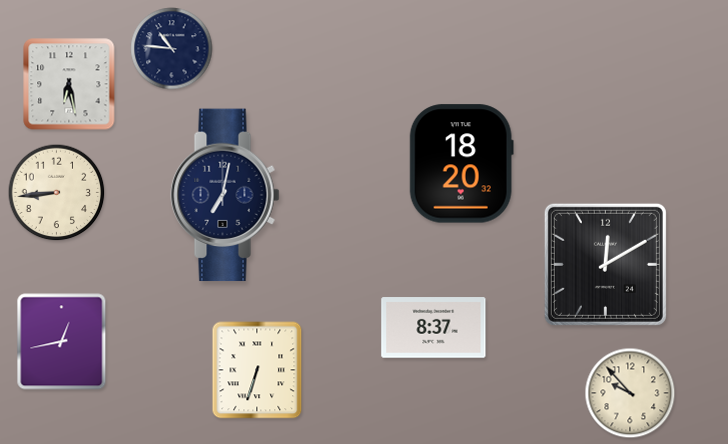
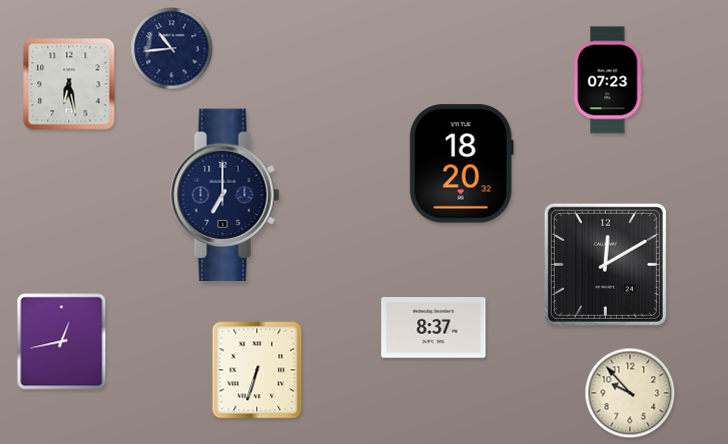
clock at (172, 49): 10:46 -> 10:44
clock at (608, 80): none -> 07:23
clock at (57, 193): 8:44 -> none
clock at (225, 195): 7:02 -> 7:00
